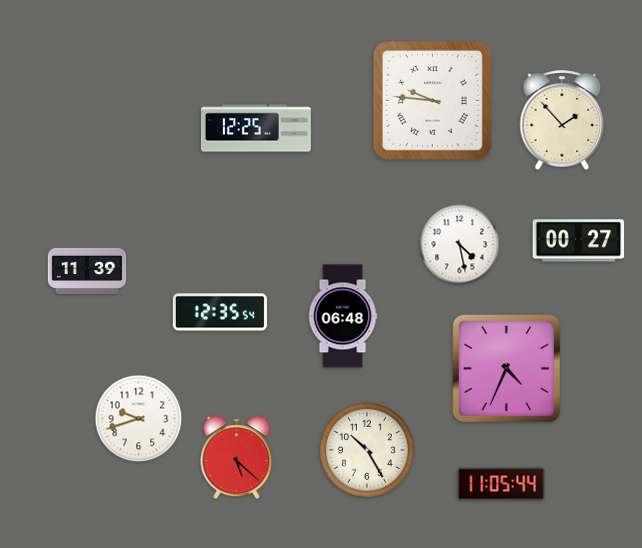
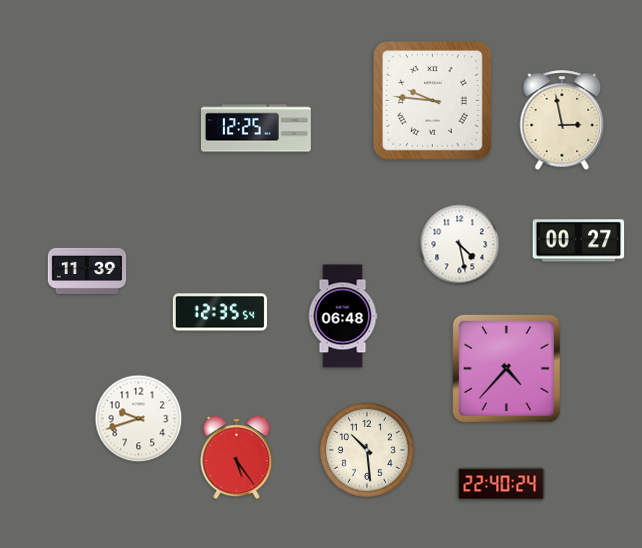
clock at (562, 120): 1:53 -> 2:58
clock at (506, 368): 4:34 -> 4:37
clock at (367, 450): 10:25 -> 10:29
clock at (237, 458): 5:22 -> 5:24
clock at (501, 484): 11:05 -> 22:40
